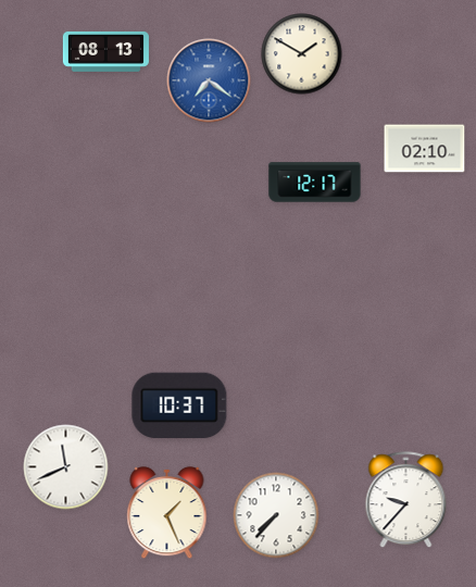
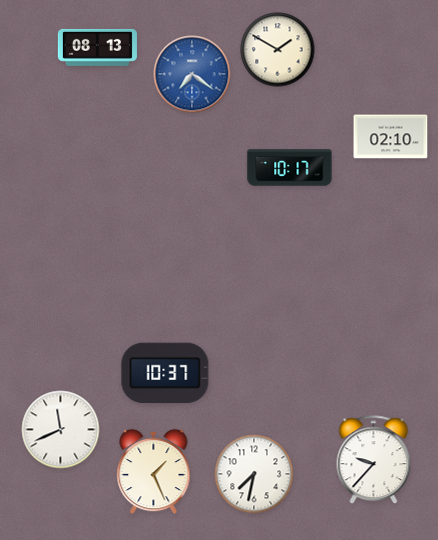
clock at (315, 183): 12:17 -> 10:17
clock at (276, 515): 7:37 -> 7:32
